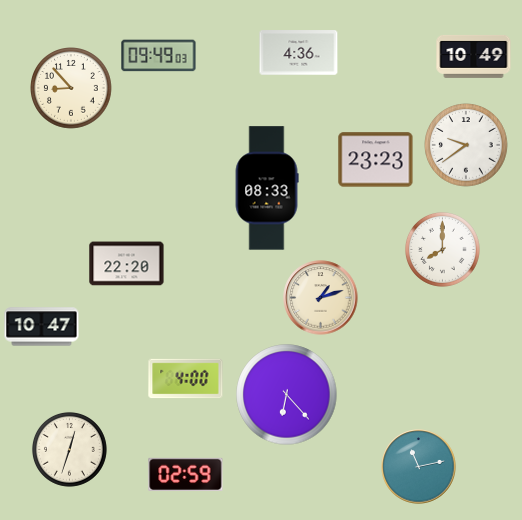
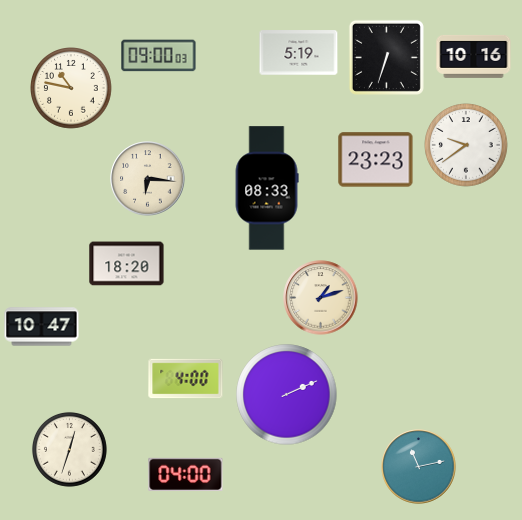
clock at (299, 53): 4:36 -> 5:19
clock at (159, 56): 09:49 -> 09:00
clock at (474, 56): 10:49 -> 10:16
clock at (386, 57): none -> 6:33
clock at (72, 89): 8:53 -> 10:47
clock at (148, 179): none -> 6:16
clock at (442, 249): 8:00 -> none
clock at (127, 264): 22:20 -> 18:20
clock at (287, 395): 6:23 -> 2:11
clock at (186, 474): 02:59 -> 04:00
